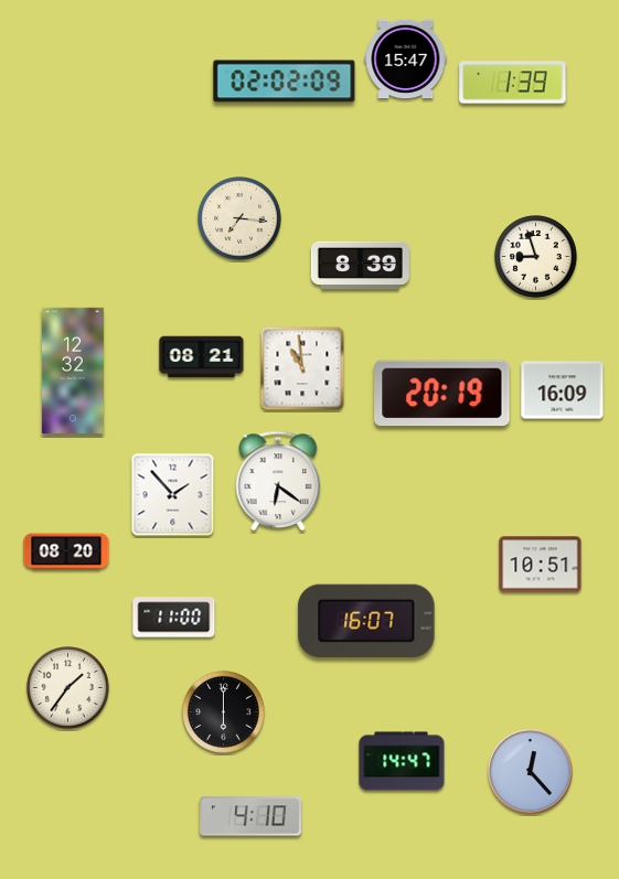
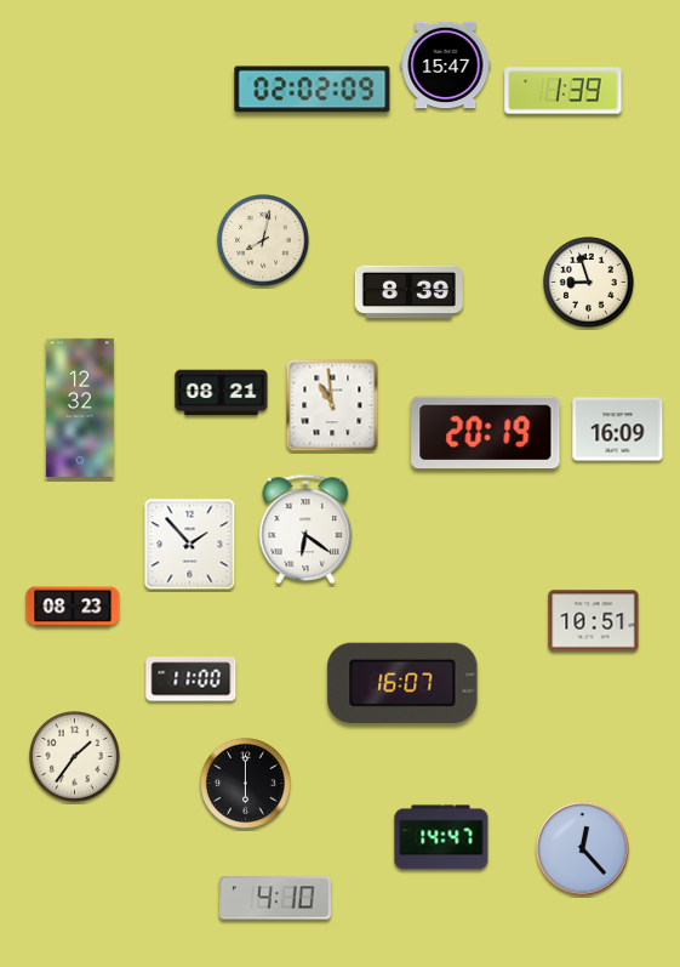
clock at (241, 219): 7:16 -> 8:02
clock at (360, 266) position: (360, 266) -> (408, 292)
clock at (66, 551): 08:20 -> 08:23
